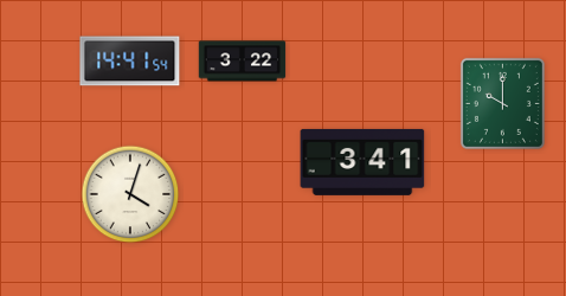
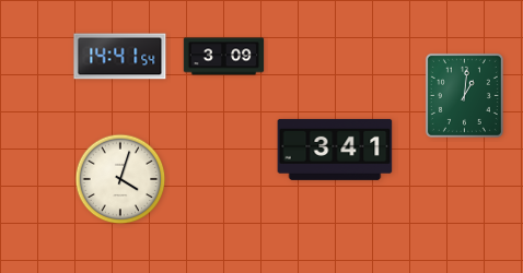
clock at (243, 62): 3:22 -> 3:09
clock at (502, 103): 10:00 -> 1:01
